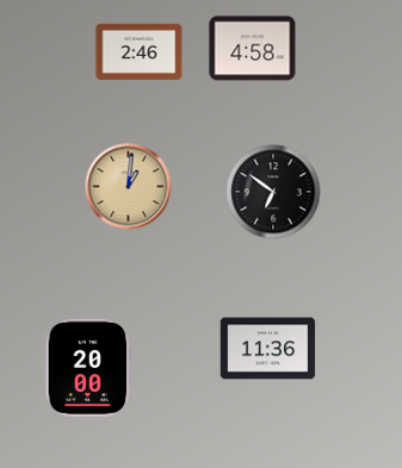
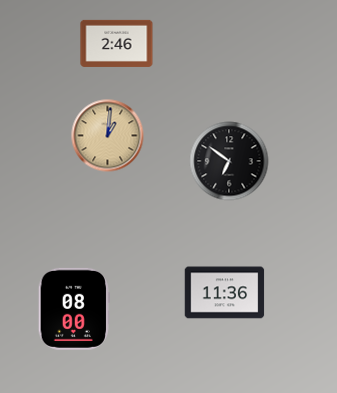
clock at (253, 49): 4:58 -> none
clock at (129, 187) position: (129, 187) -> (108, 136)
clock at (87, 368): 20:00 -> 08:00
